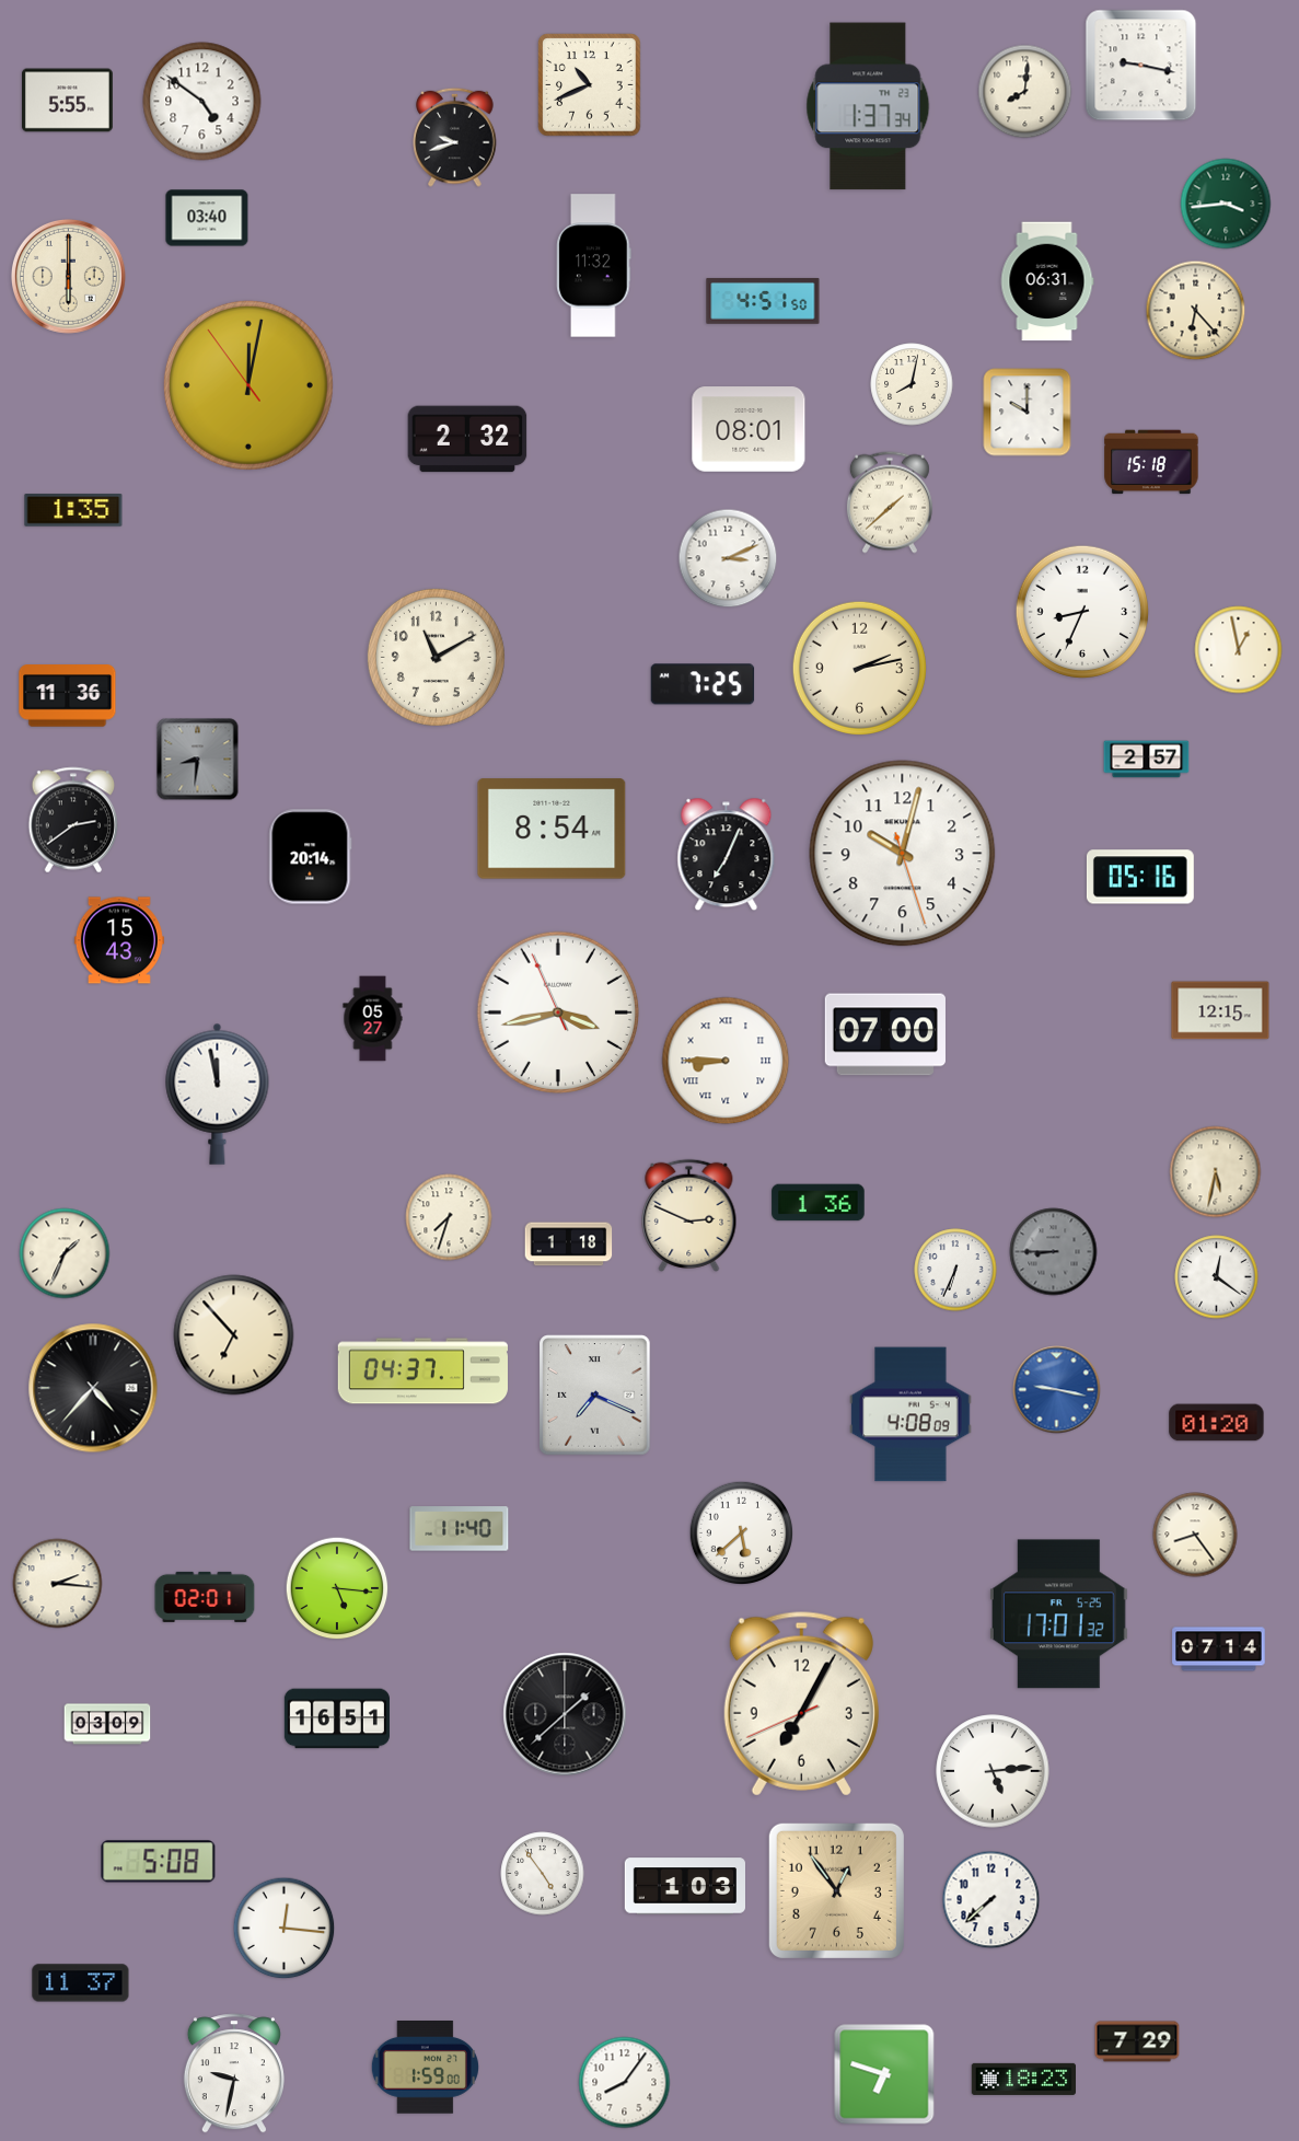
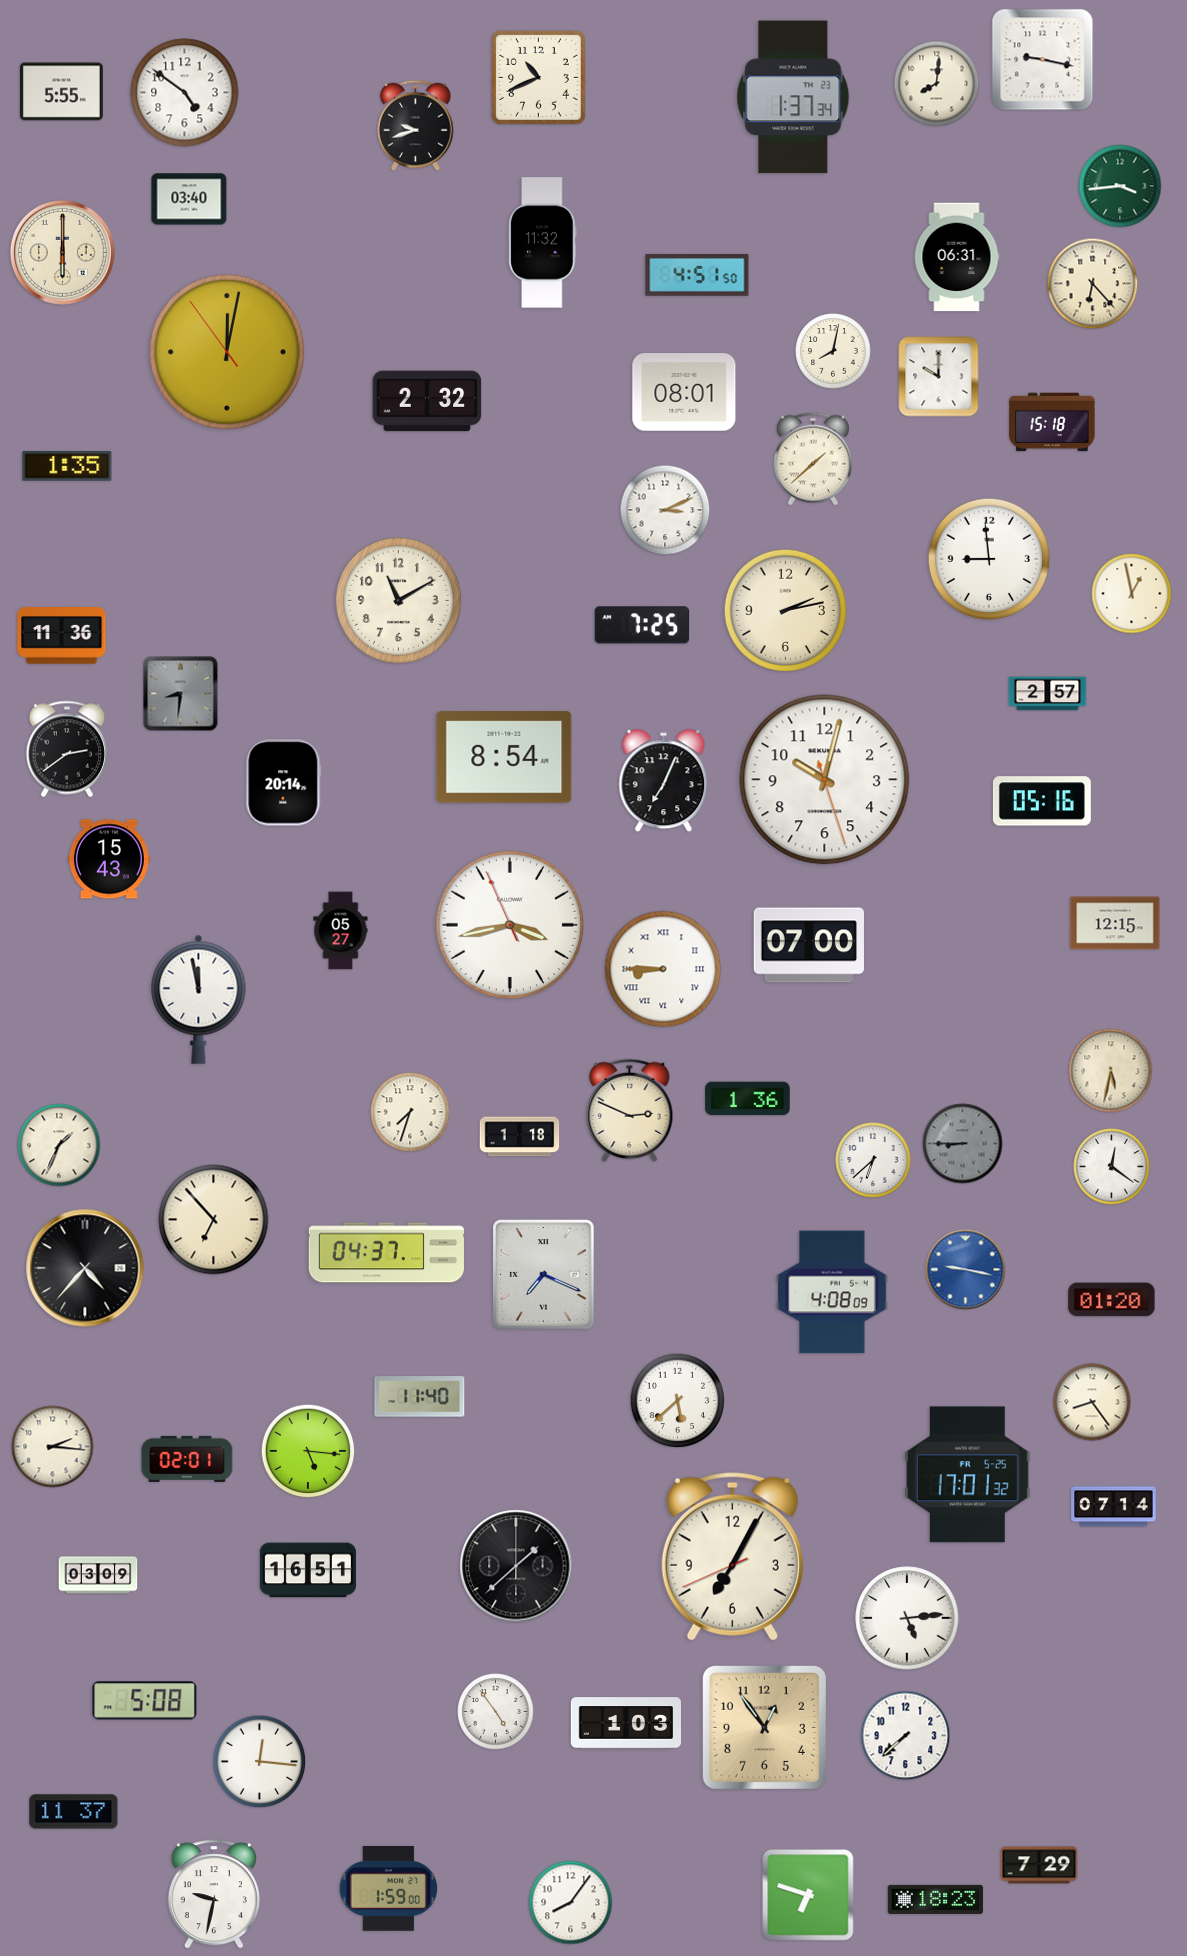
clock at (1082, 612): 8:34 -> 8:59
clock at (955, 1270): 6:34 -> 6:38
